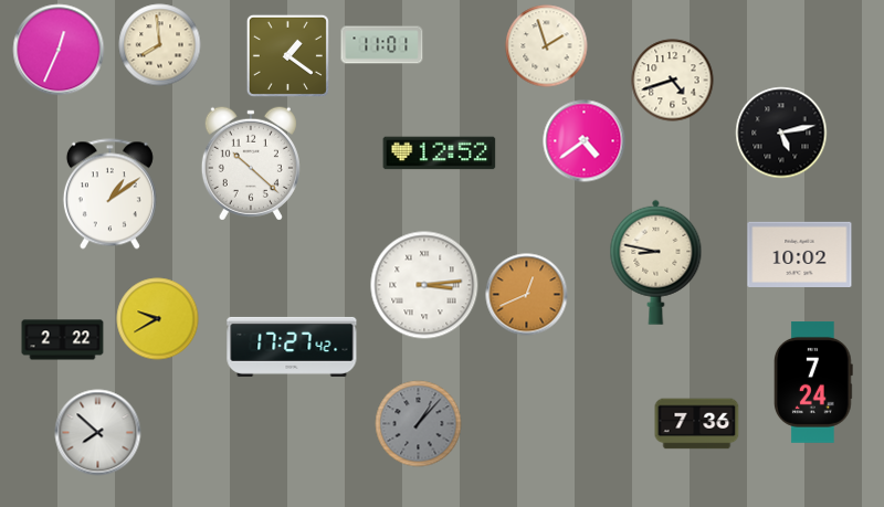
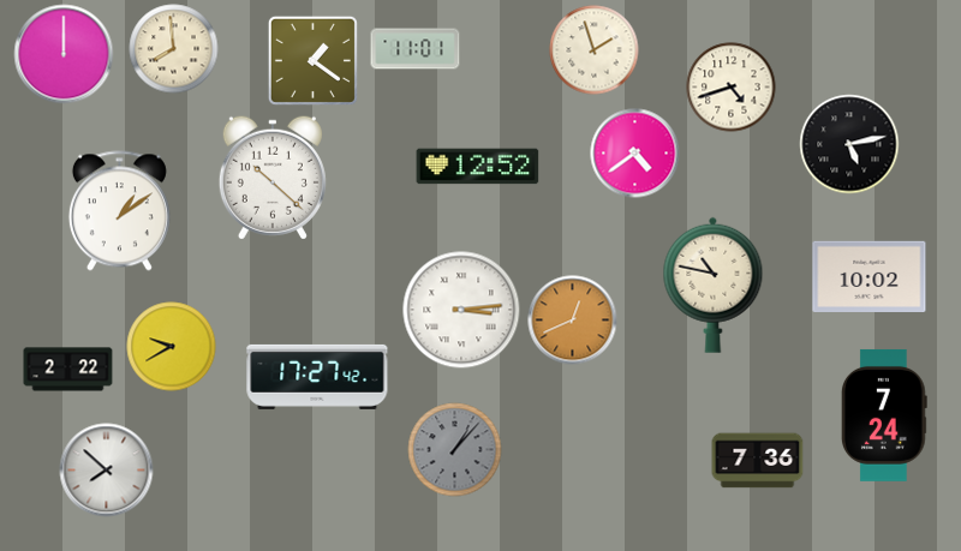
clock at (59, 50): 12:34 -> 12:00
clock at (656, 262): 8:47 -> 10:47
clock at (419, 424) position: (419, 424) -> (455, 450)
